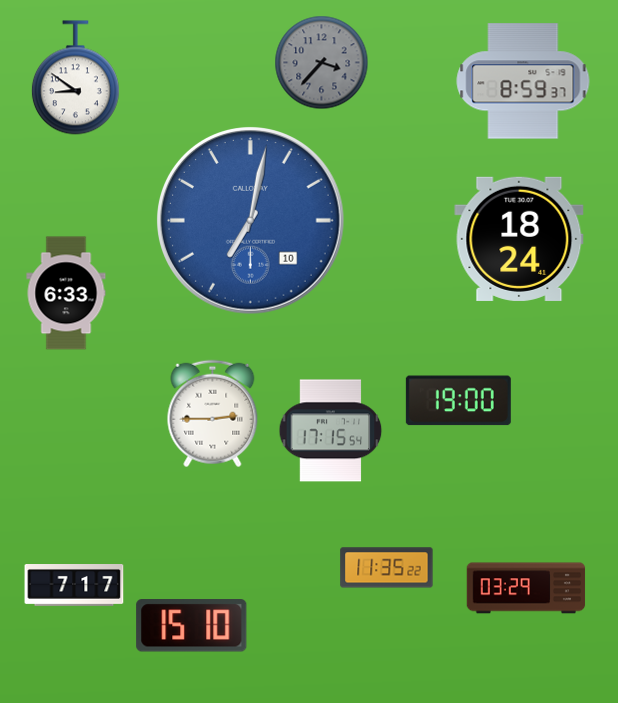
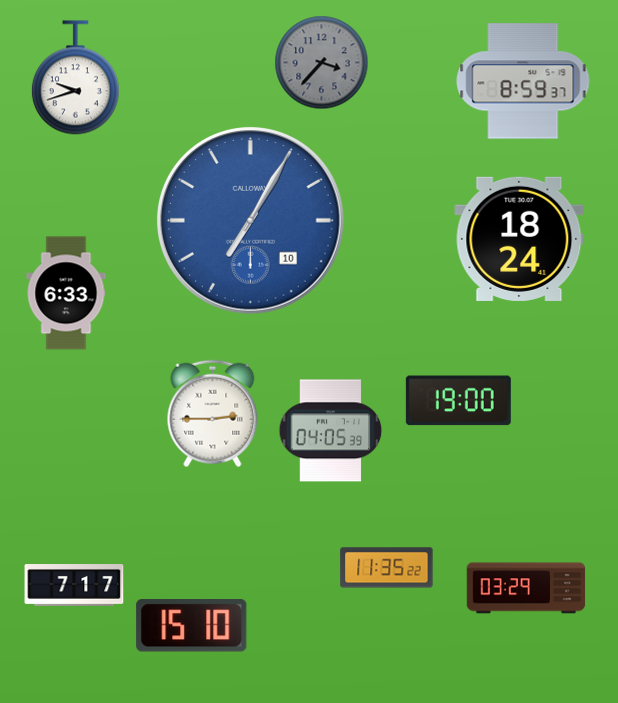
clock at (75, 78): 8:51 -> 9:42
clock at (251, 221): 7:02 -> 7:05
clock at (331, 431): 17:15 -> 04:05
